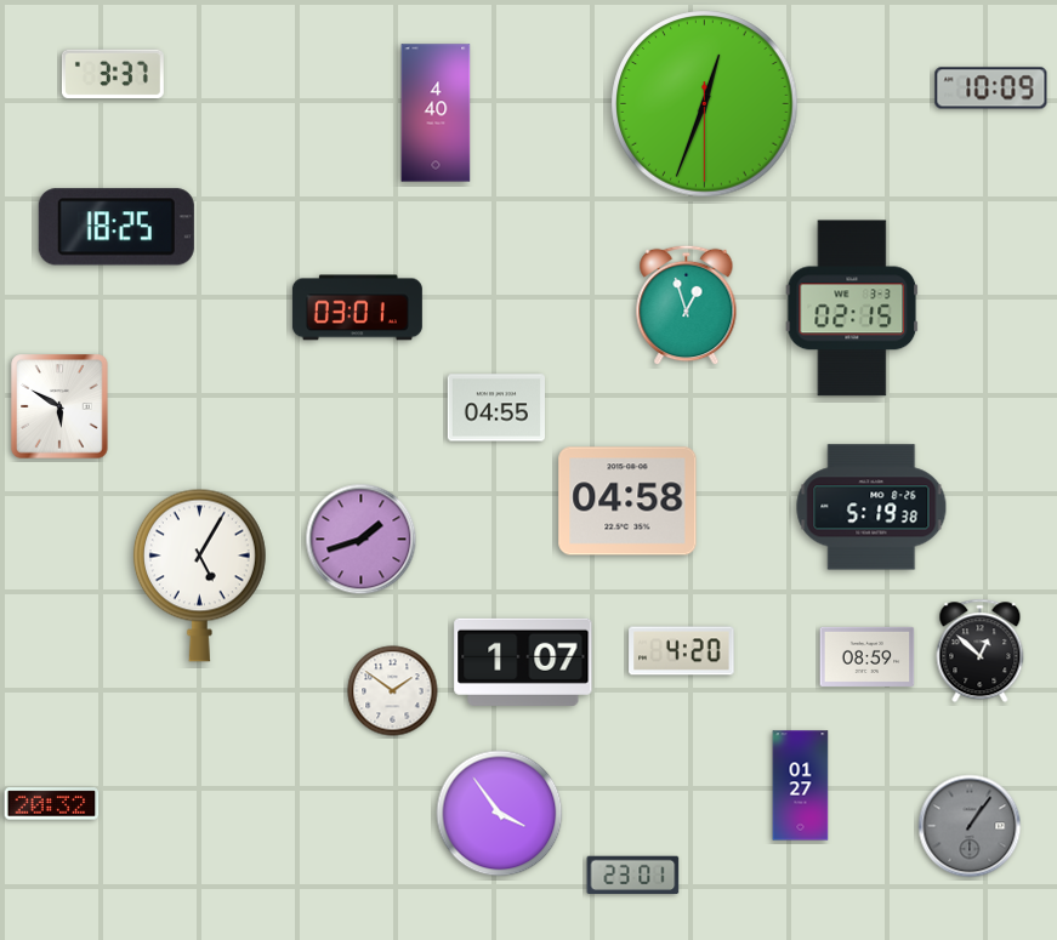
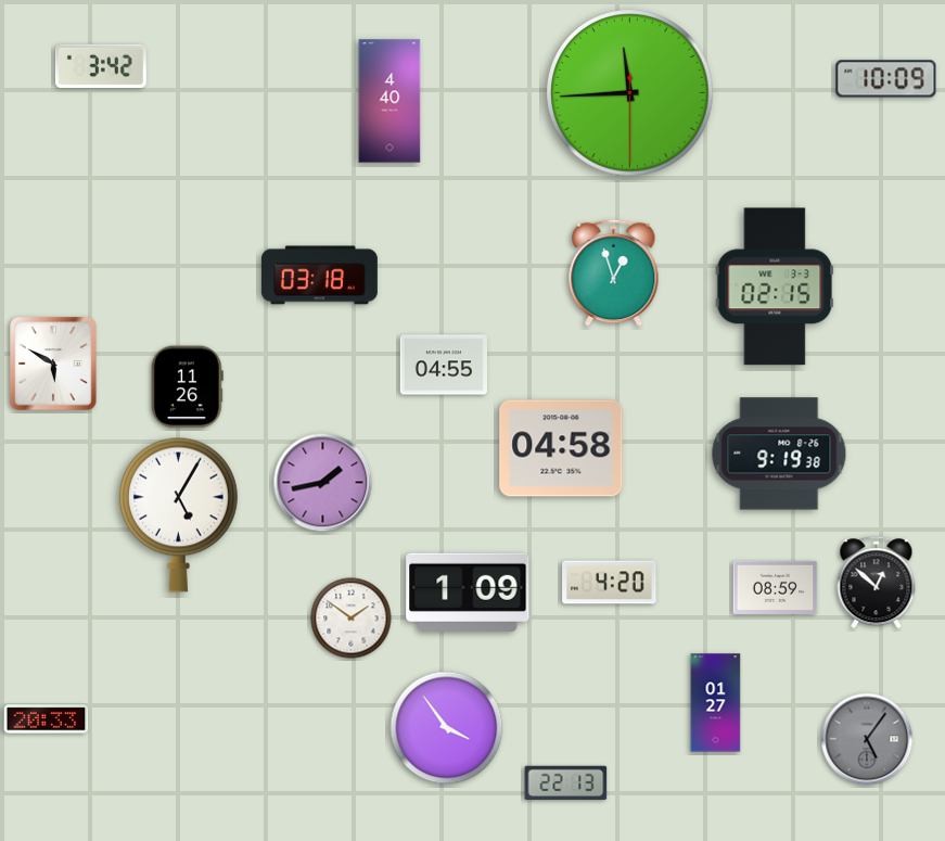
clock at (113, 73): 3:37 -> 3:42
clock at (705, 104): 12:33 -> 11:44
clock at (117, 227): 18:25 -> none
clock at (357, 308): 03:01 -> 03:18
clock at (852, 308) position: (852, 308) -> (775, 286)
clock at (187, 387): none -> 11:26
clock at (871, 507): 5:19 -> 9:19
clock at (362, 540): 1:42 -> 1:43
clock at (523, 662): 1:07 -> 1:09
clock at (52, 804): 20:32 -> 20:33
clock at (970, 826): 1:06 -> 5:06
clock at (633, 875): 23:01 -> 22:13
